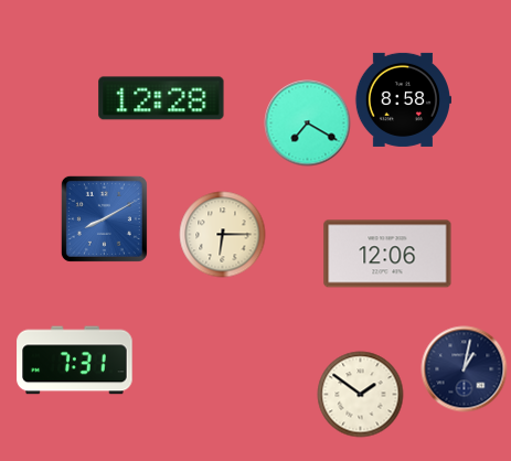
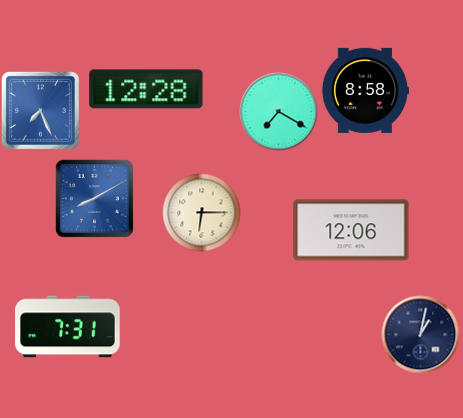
clock at (40, 110): none -> 7:26
clock at (360, 394): 1:51 -> none
